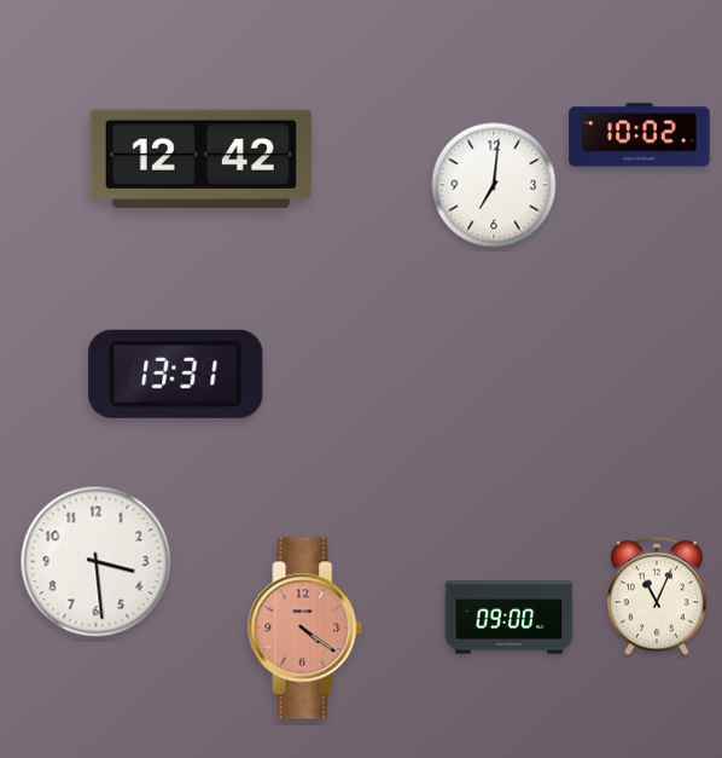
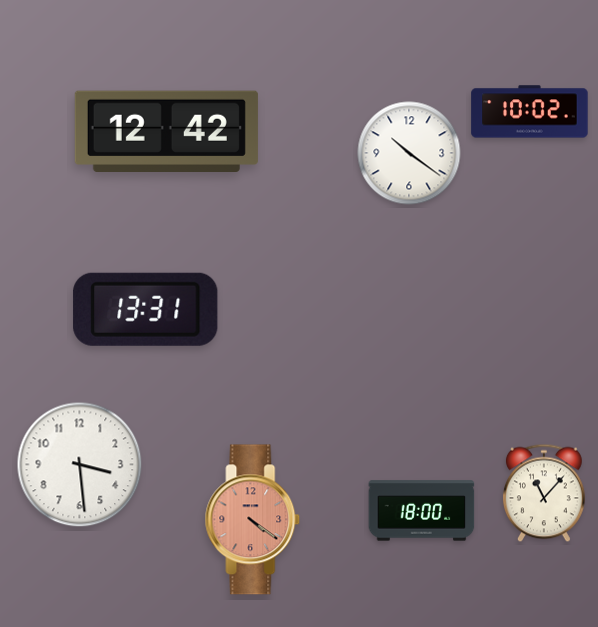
clock at (494, 185): 7:01 -> 10:21
clock at (657, 596): 11:04 -> 11:07
clock at (510, 618): 09:00 -> 18:00
